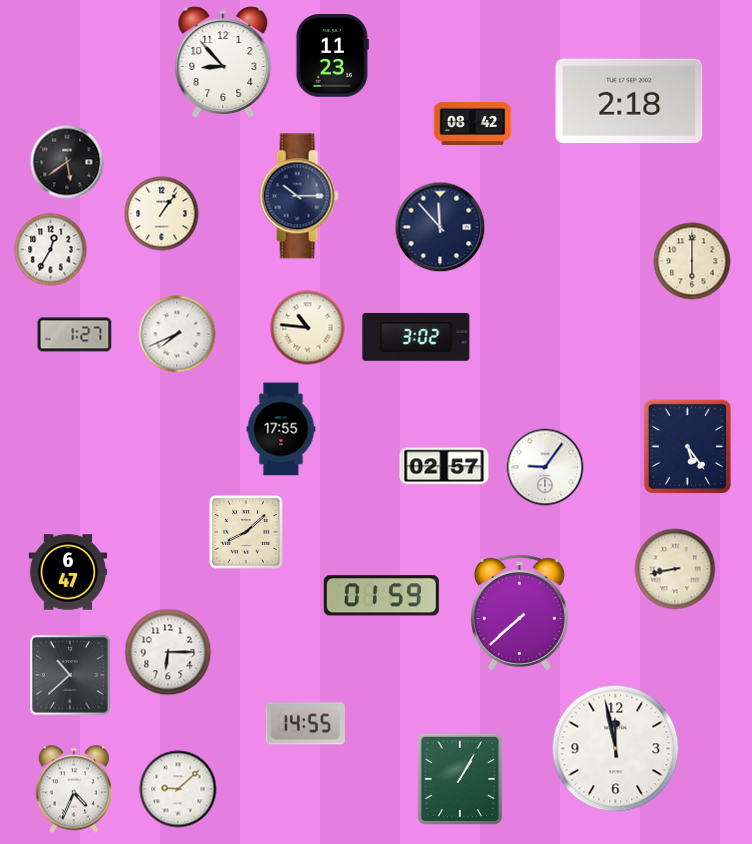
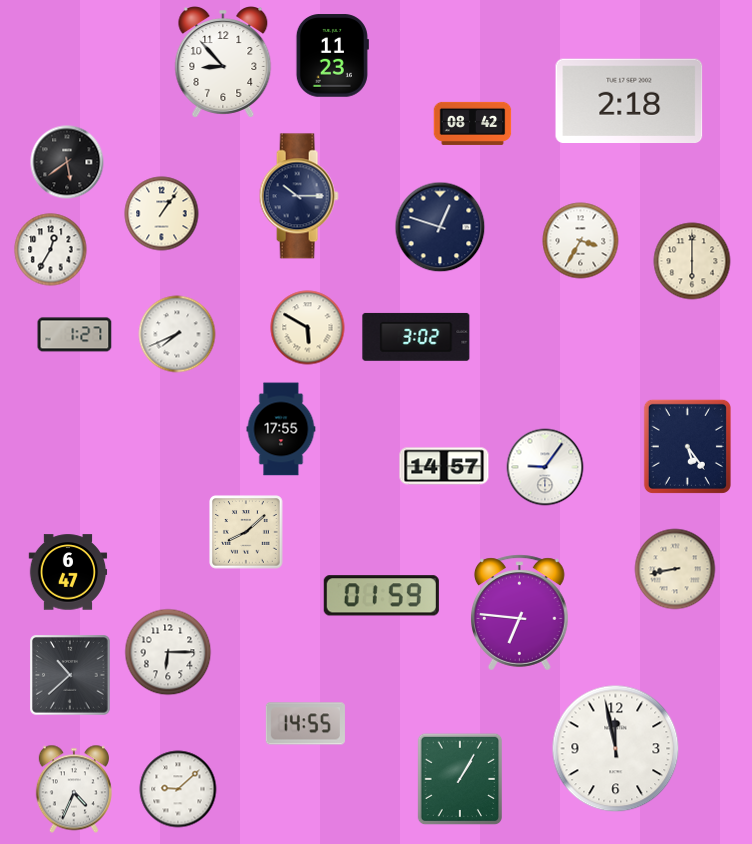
clock at (440, 227): 11:53 -> 12:48
clock at (581, 241): none -> 3:35
clock at (308, 328): 10:46 -> 5:50
clock at (444, 466): 02:57 -> 14:57
clock at (520, 613): 7:38 -> 6:46
